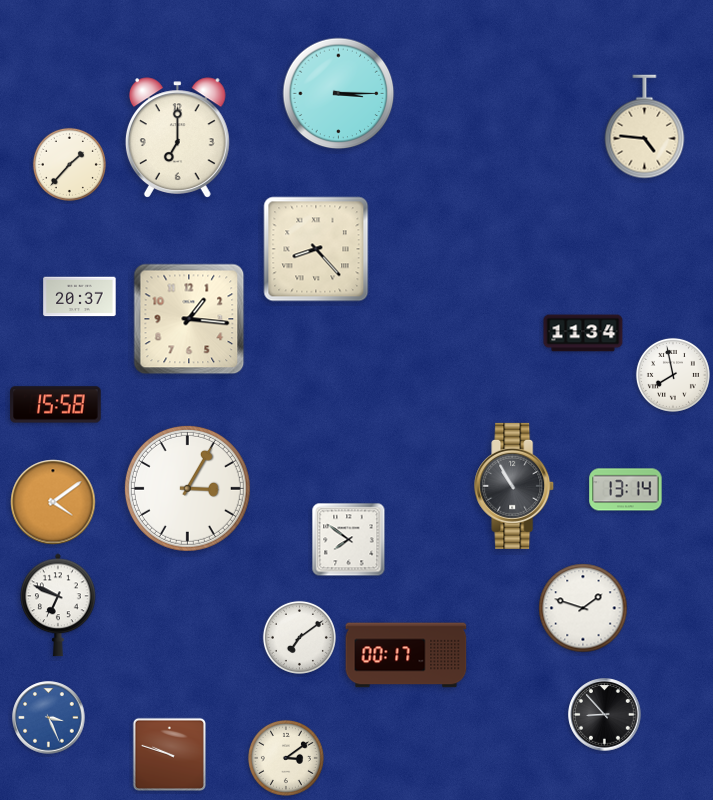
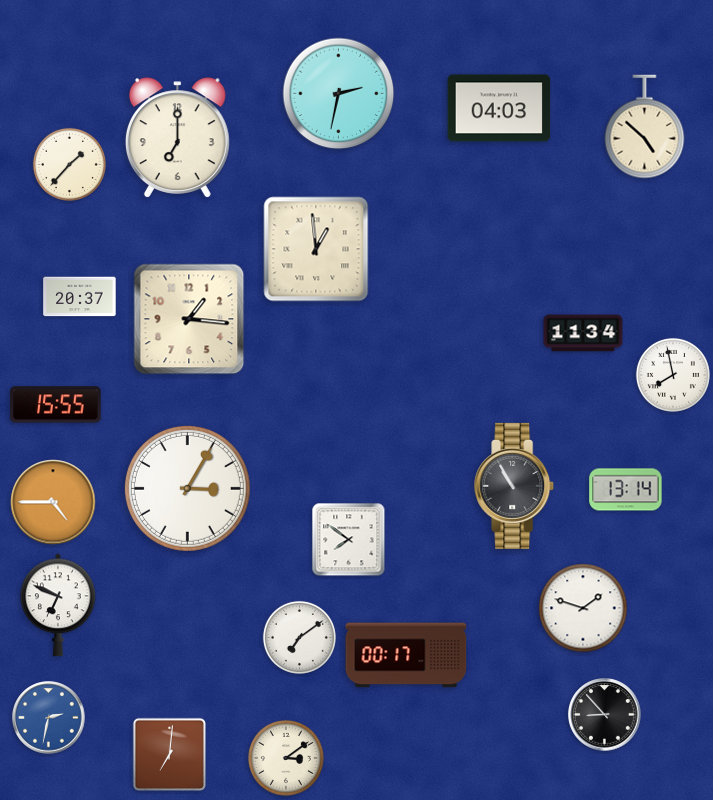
clock at (339, 94): 3:15 -> 2:32
clock at (499, 108): none -> 04:03
clock at (645, 127): 4:46 -> 4:52
clock at (316, 249): 8:23 -> 12:59
clock at (56, 405): 15:58 -> 15:55
clock at (53, 502): 4:09 -> 4:45
clock at (49, 718): 3:26 -> 2:32
clock at (169, 754): 9:48 -> 7:01
